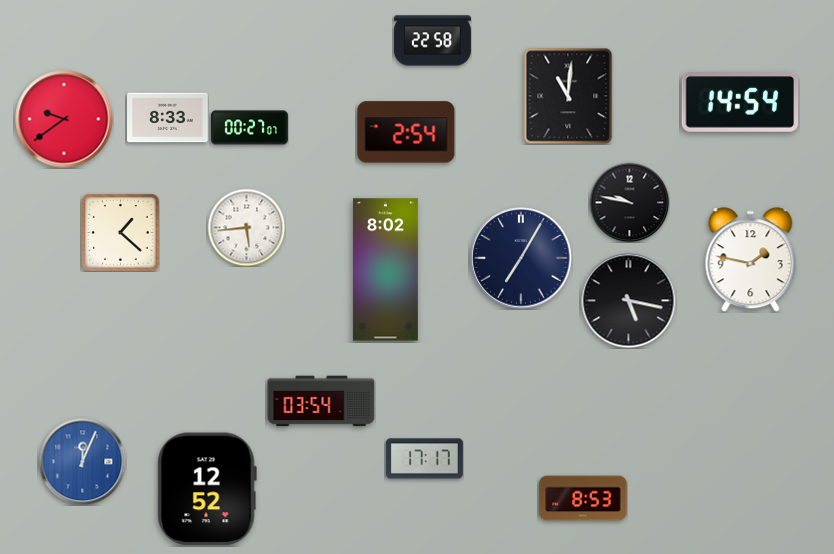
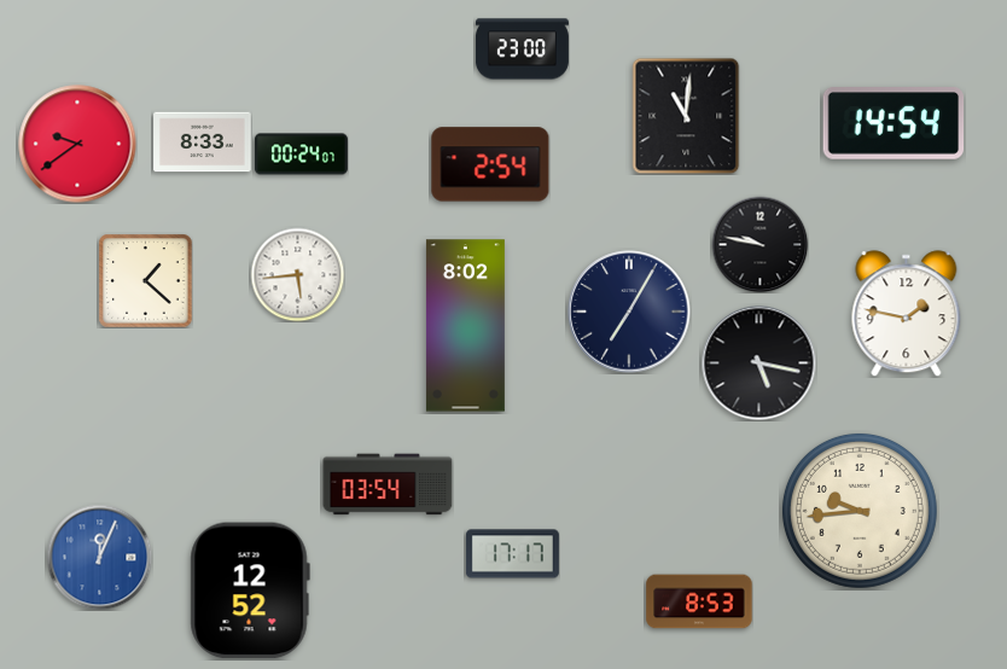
clock at (432, 41): 22:58 -> 23:00
clock at (249, 128): 00:27 -> 00:24
clock at (406, 132) position: (406, 132) -> (490, 164)
clock at (860, 511): none -> 9:44
clock at (583, 498) position: (583, 498) -> (699, 601)
